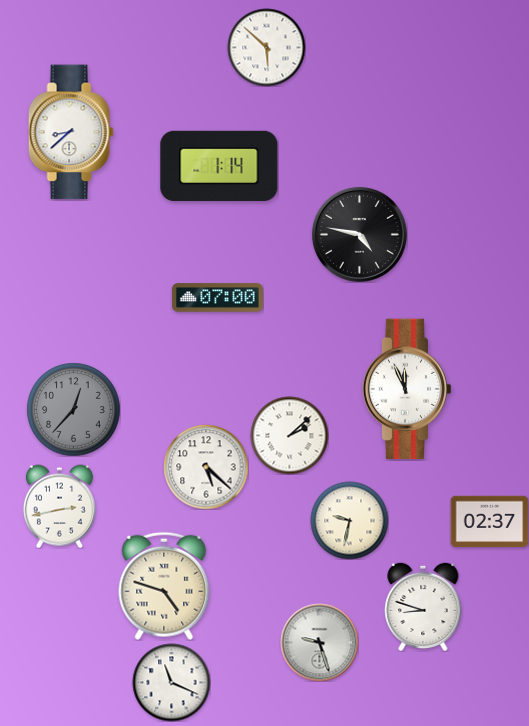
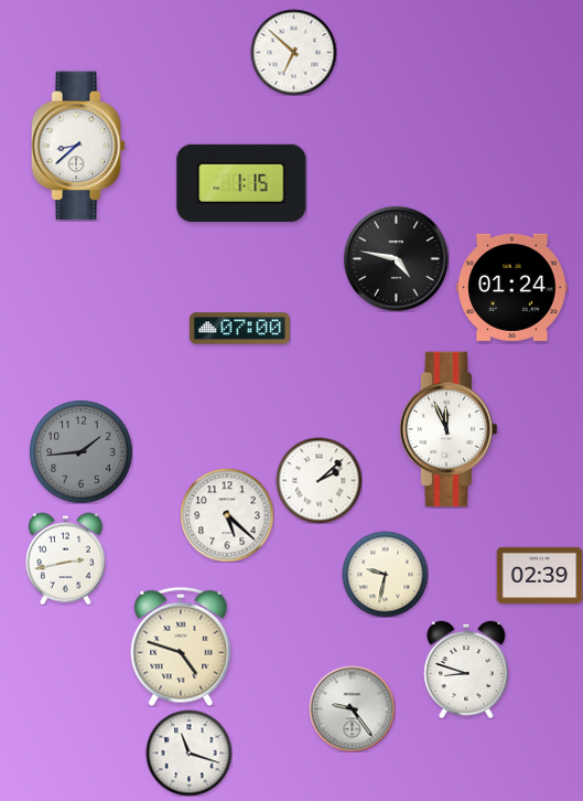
clock at (266, 47): 5:52 -> 6:52
clock at (219, 166): 1:14 -> 1:15
clock at (512, 287): none -> 01:24
clock at (73, 409): 12:37 -> 1:44
clock at (489, 522): 02:37 -> 02:39
clock at (319, 642): 9:27 -> 9:24
clock at (171, 682): 11:19 -> 11:18
